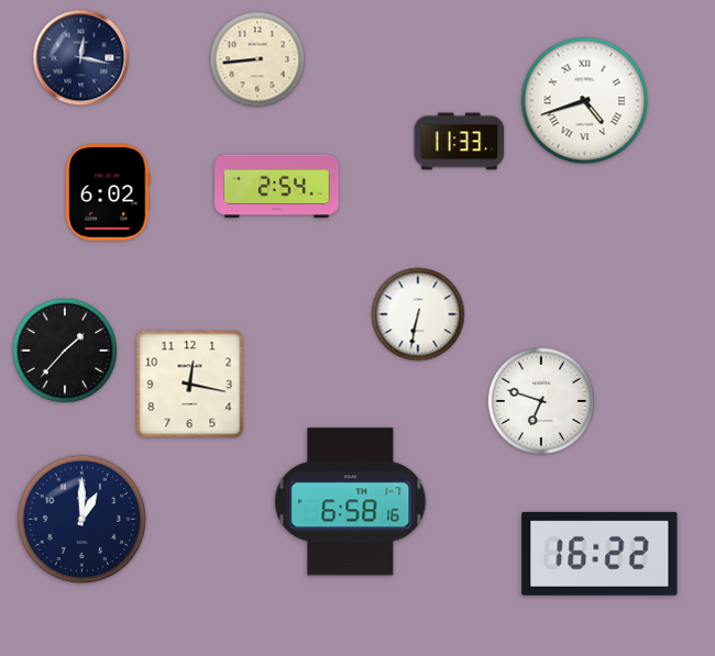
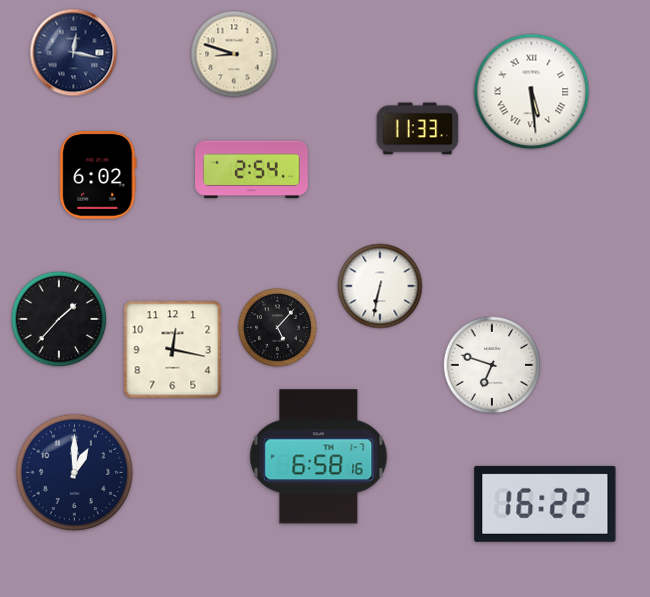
clock at (257, 59): 8:44 -> 8:48
clock at (585, 101): 4:42 -> 5:29
clock at (277, 327): none -> 5:07
